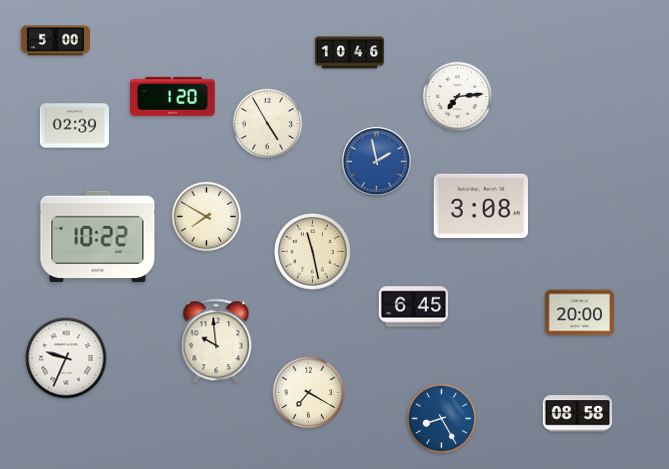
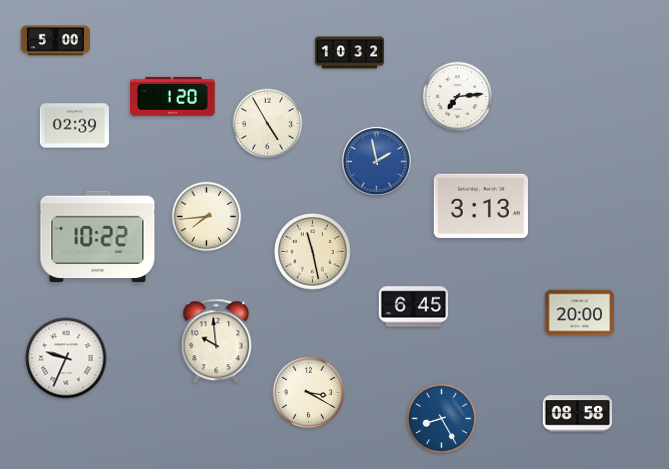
clock at (349, 53): 10:46 -> 10:32
clock at (480, 206): 3:08 -> 3:13
clock at (207, 217): 7:50 -> 7:44
clock at (309, 393): 7:20 -> 3:20
